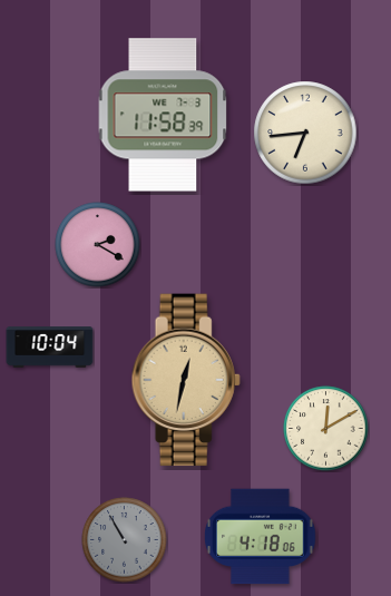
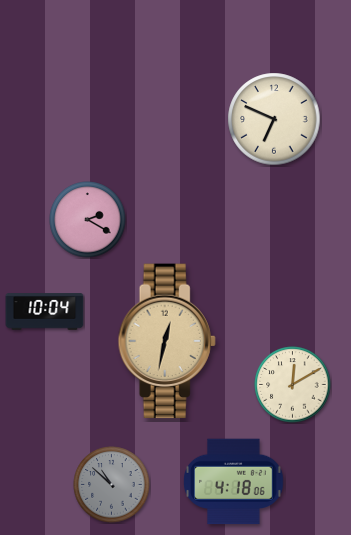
clock at (163, 115): 11:58 -> none
clock at (305, 133): 6:44 -> 6:49
clock at (125, 540): 10:55 -> 10:52
